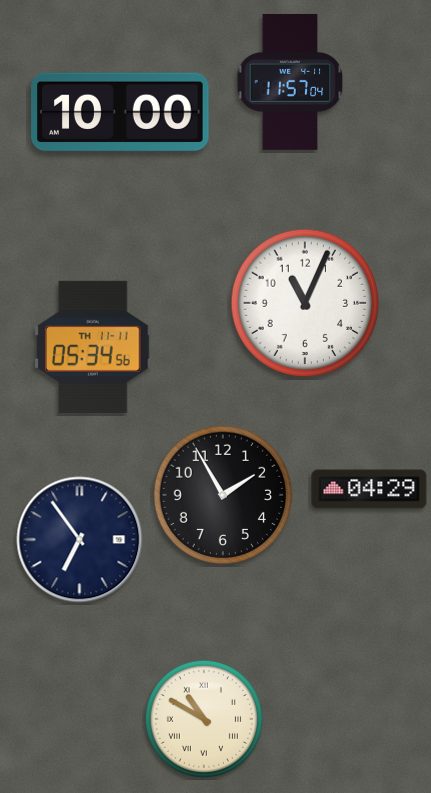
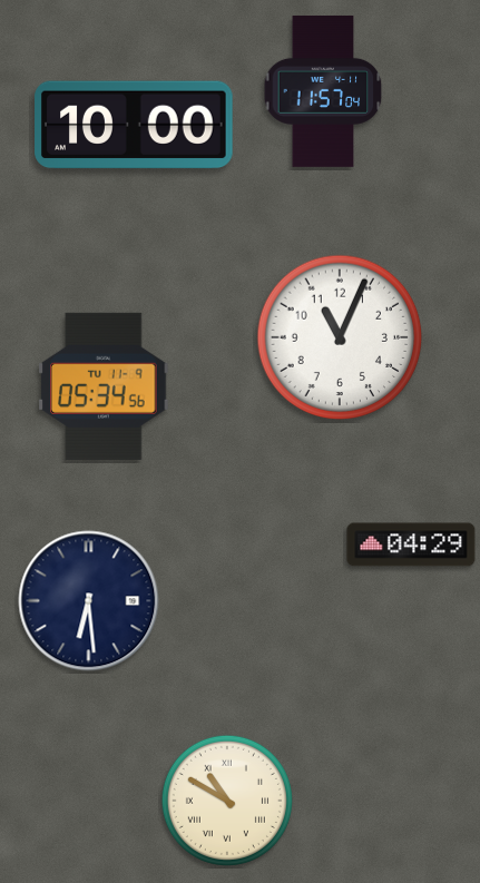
clock at (93, 347) date: TH 11-11 -> TU 11-9
clock at (222, 494): 1:55 -> none
clock at (80, 540): 6:54 -> 6:29
